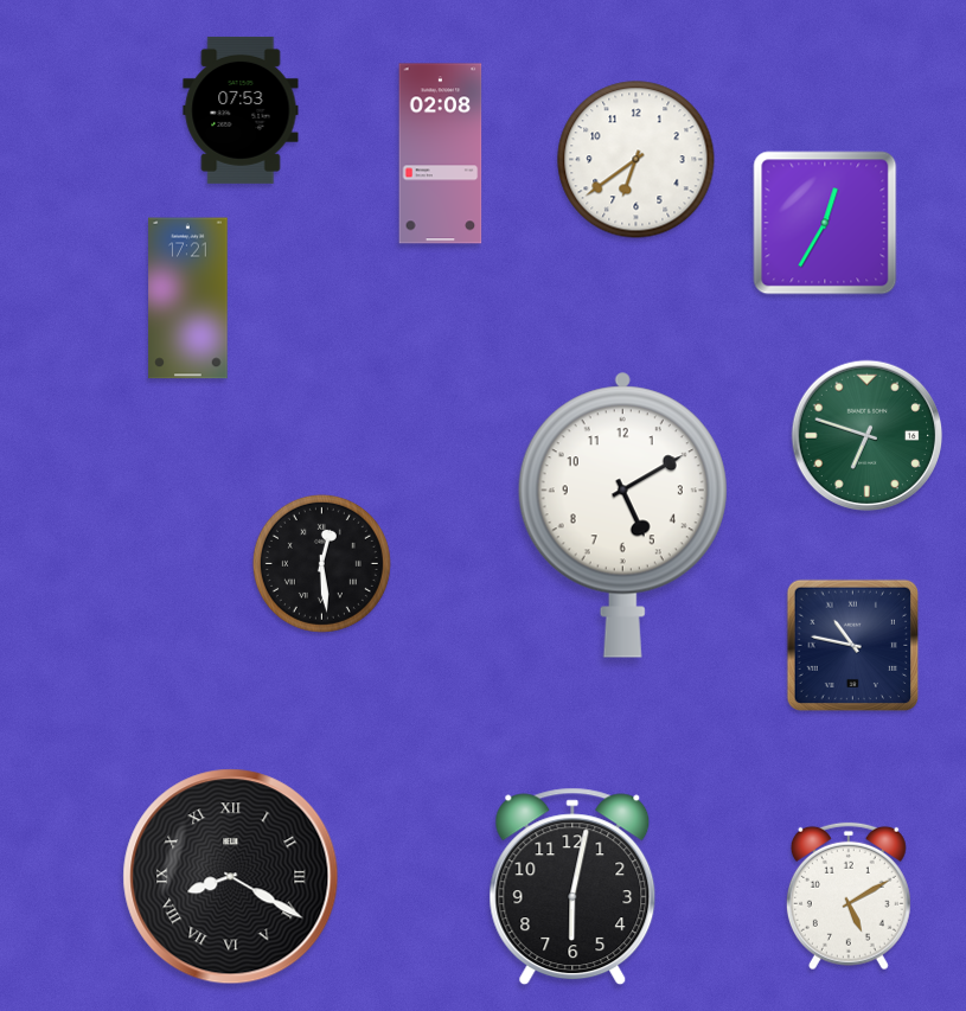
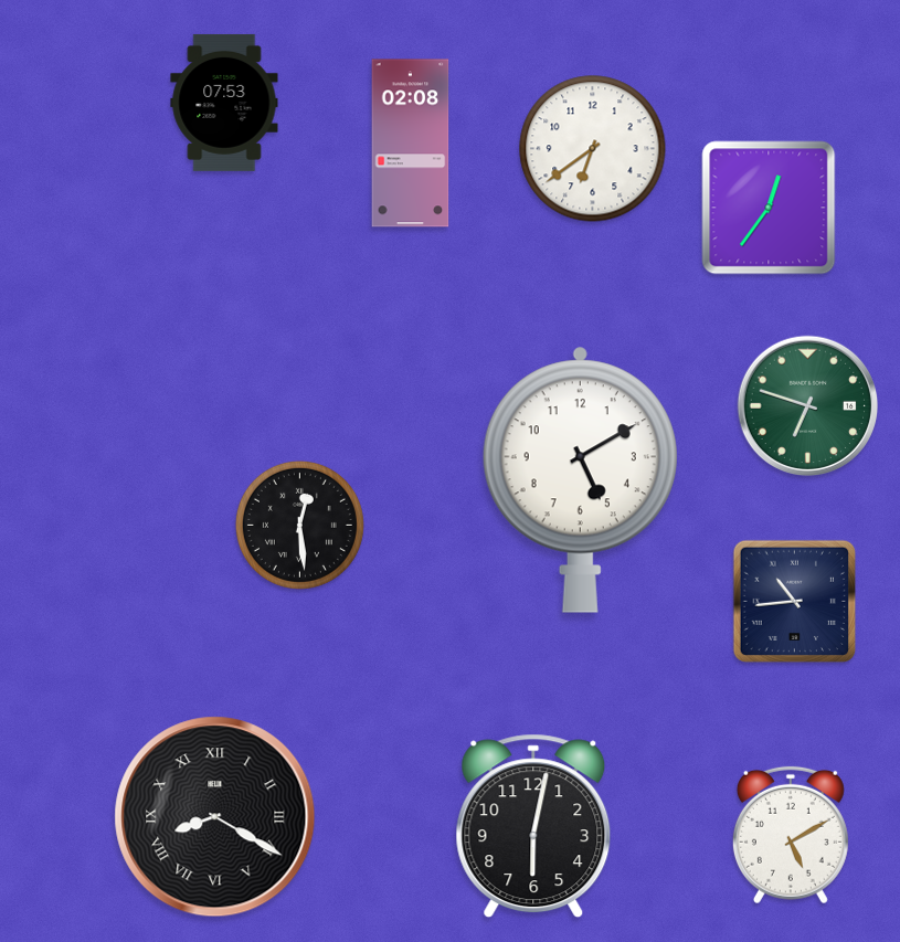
clock at (825, 223): 12:35 -> 12:36
clock at (188, 299): 17:21 -> none
clock at (853, 646): 10:47 -> 10:44
